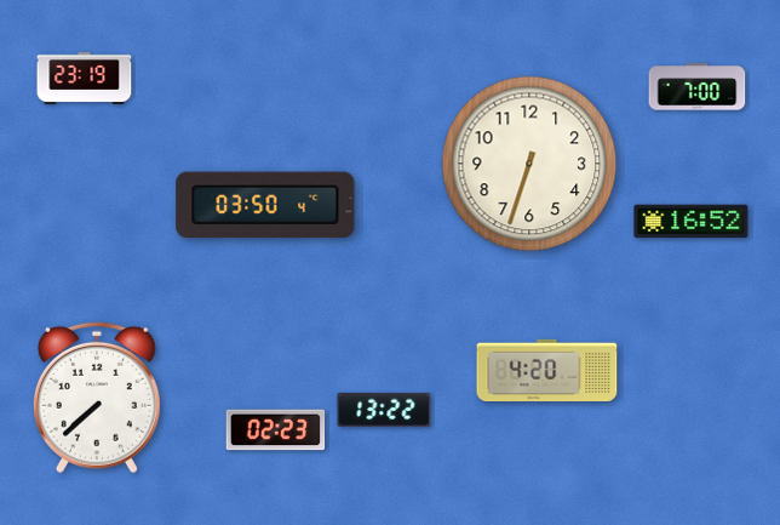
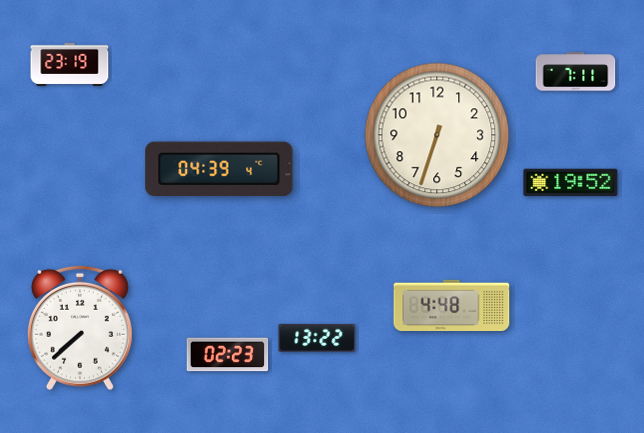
clock at (698, 87): 7:00 -> 7:11
clock at (265, 205): 03:50 -> 04:39
clock at (692, 222): 16:52 -> 19:52
clock at (547, 370): 4:20 -> 4:48
